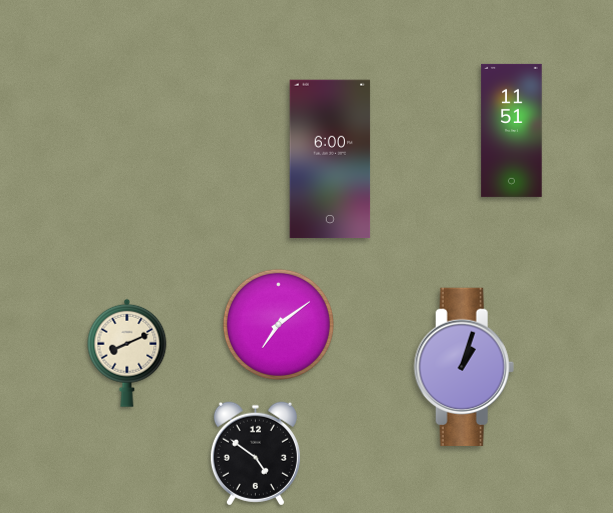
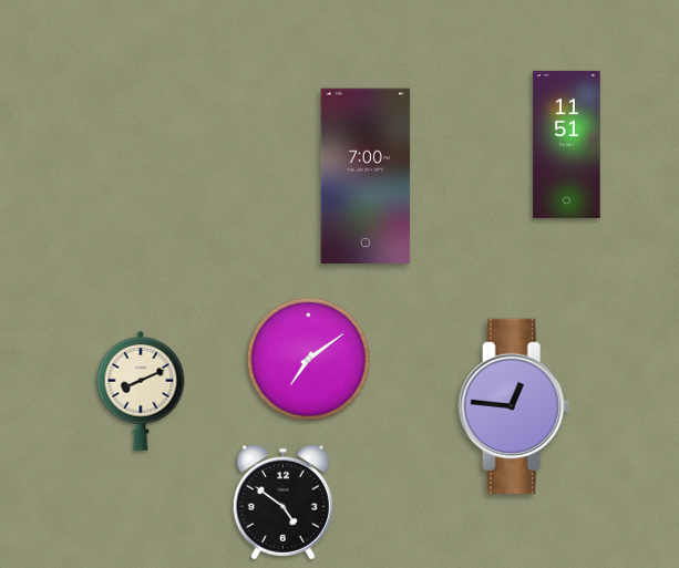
clock at (330, 159): 6:00 -> 7:00
clock at (464, 367): 1:03 -> 12:46
